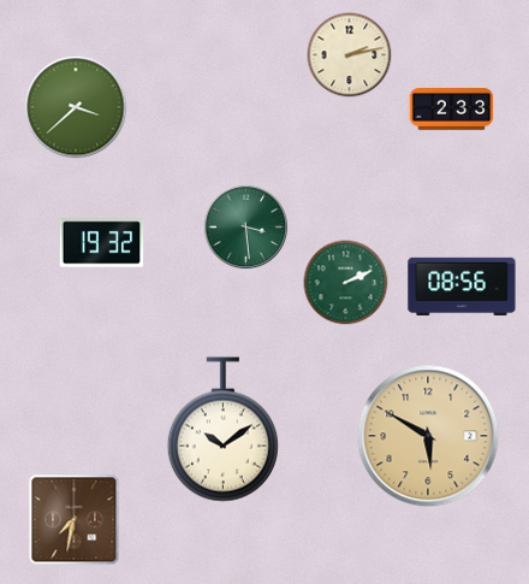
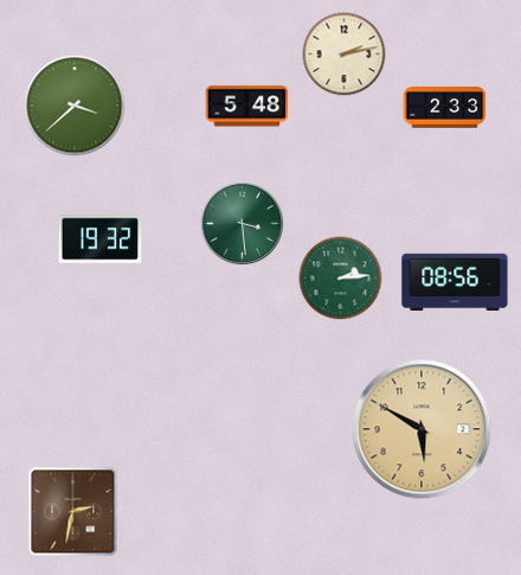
clock at (247, 107): none -> 5:48
clock at (346, 283): 2:11 -> 2:14
clock at (222, 430): 10:09 -> none
clock at (75, 520): 7:32 -> 2:32
